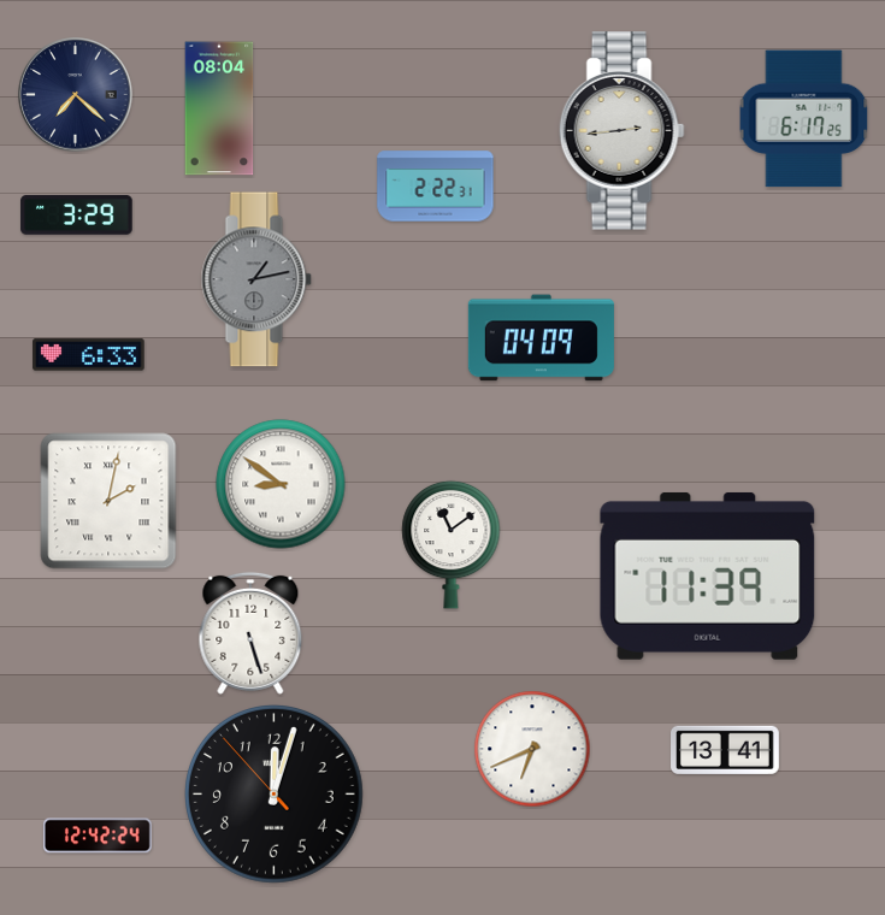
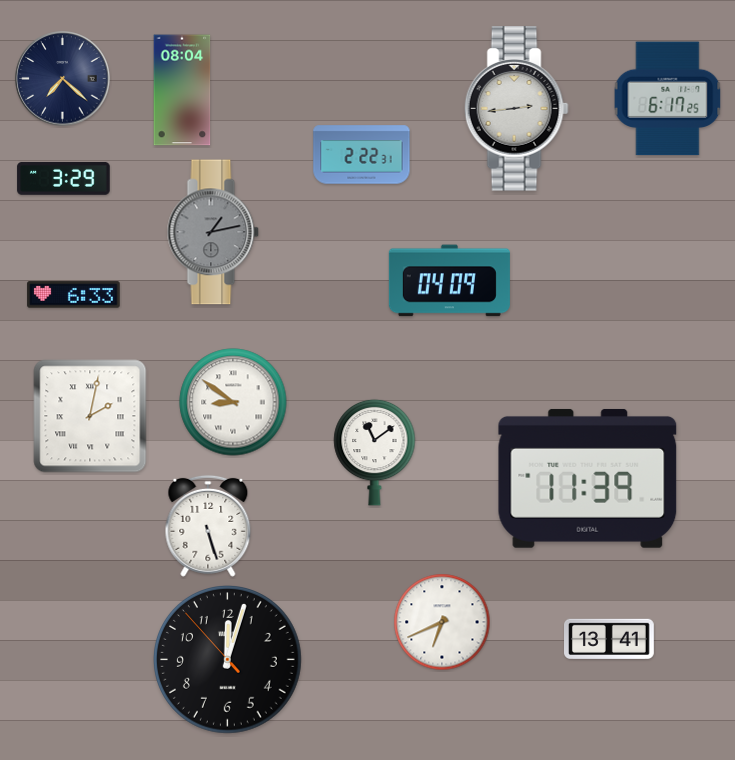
clock at (726, 749) position: (726, 749) -> (610, 638)
clock at (98, 836): 12:42 -> none
